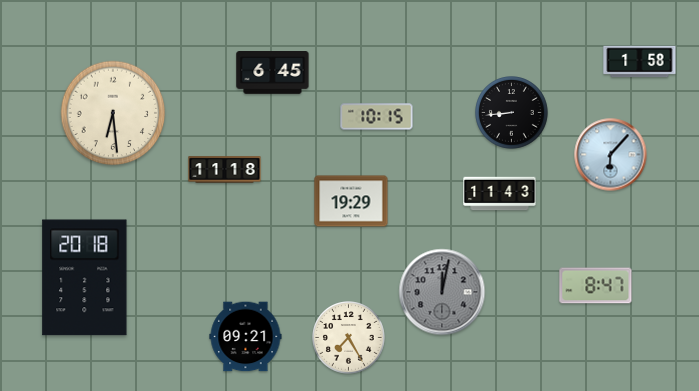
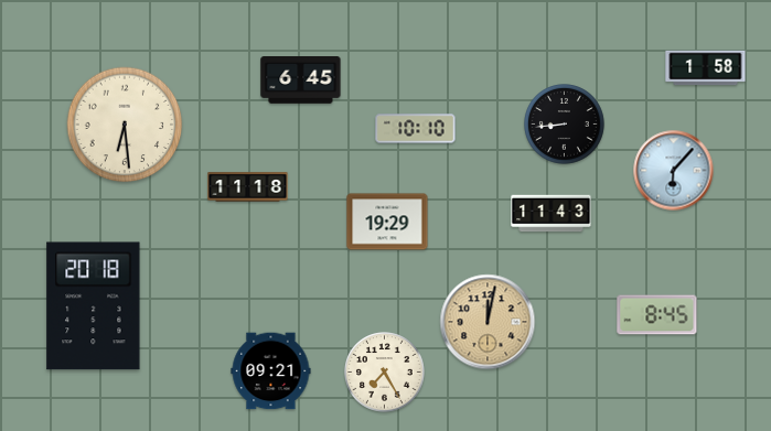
clock at (377, 117): 10:15 -> 10:10
clock at (596, 286): 8:47 -> 8:45
clock at (442, 292) dial: grey -> champagne
